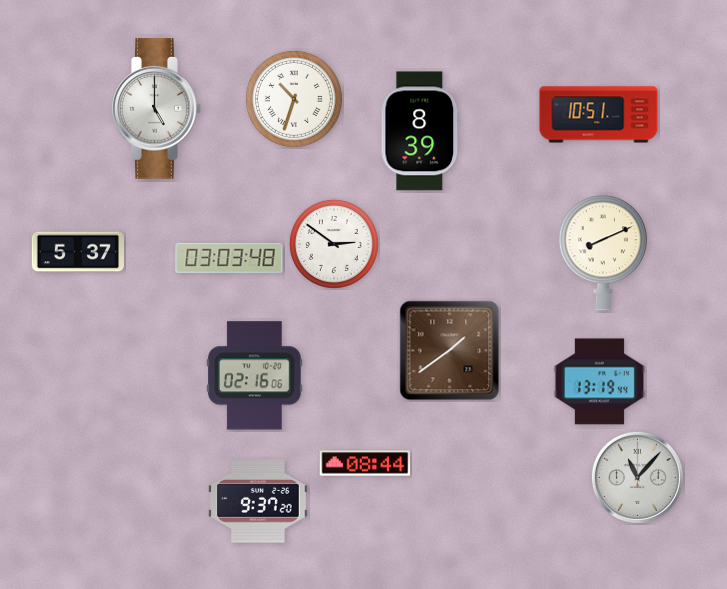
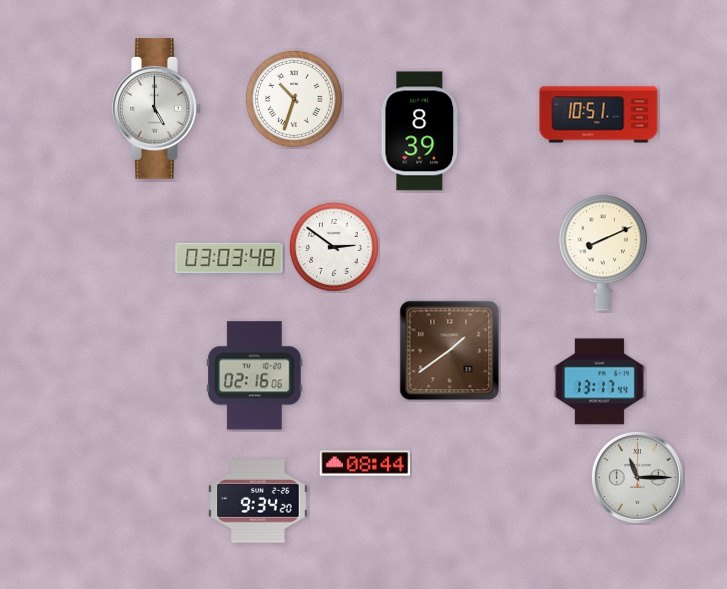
clock at (334, 244) position: (334, 244) -> (334, 247)
clock at (77, 252): 5:37 -> none
clock at (600, 382): 13:19 -> 13:17
clock at (637, 477): 11:07 -> 11:15
clock at (258, 502): 9:37 -> 9:34
